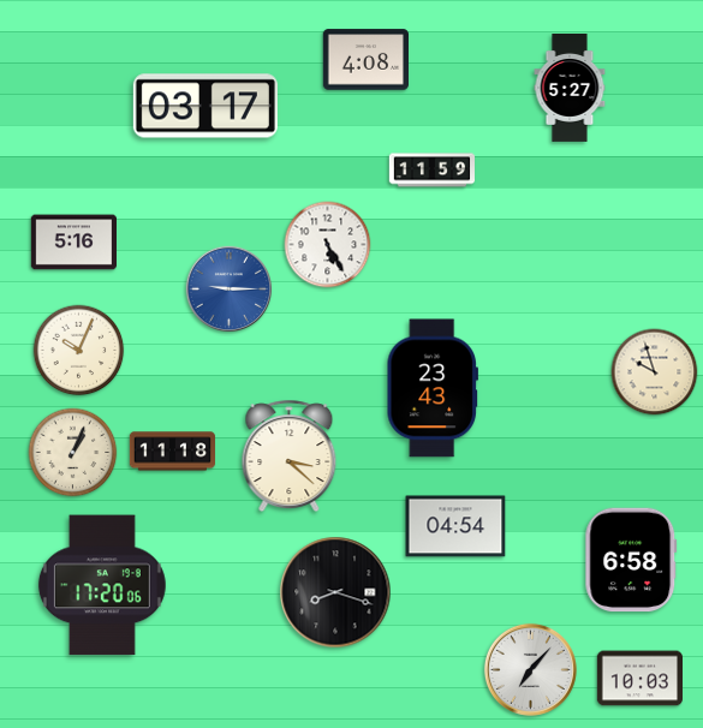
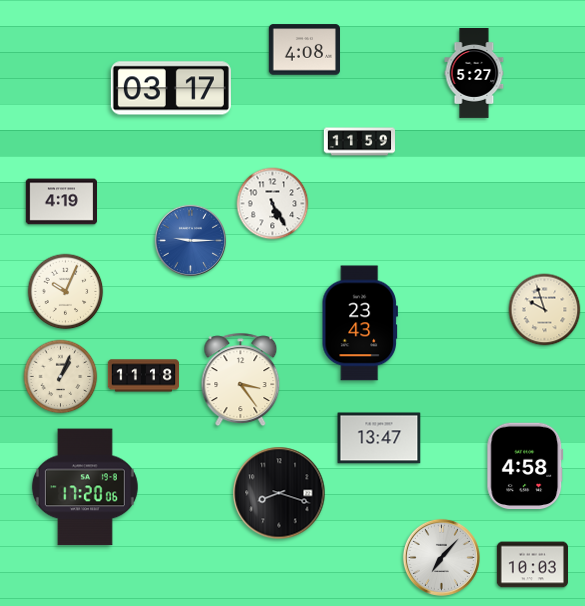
clock at (73, 243): 5:16 -> 4:19
clock at (290, 455): 3:22 -> 3:24
clock at (455, 526): 04:54 -> 13:47
clock at (631, 560): 6:58 -> 4:58
